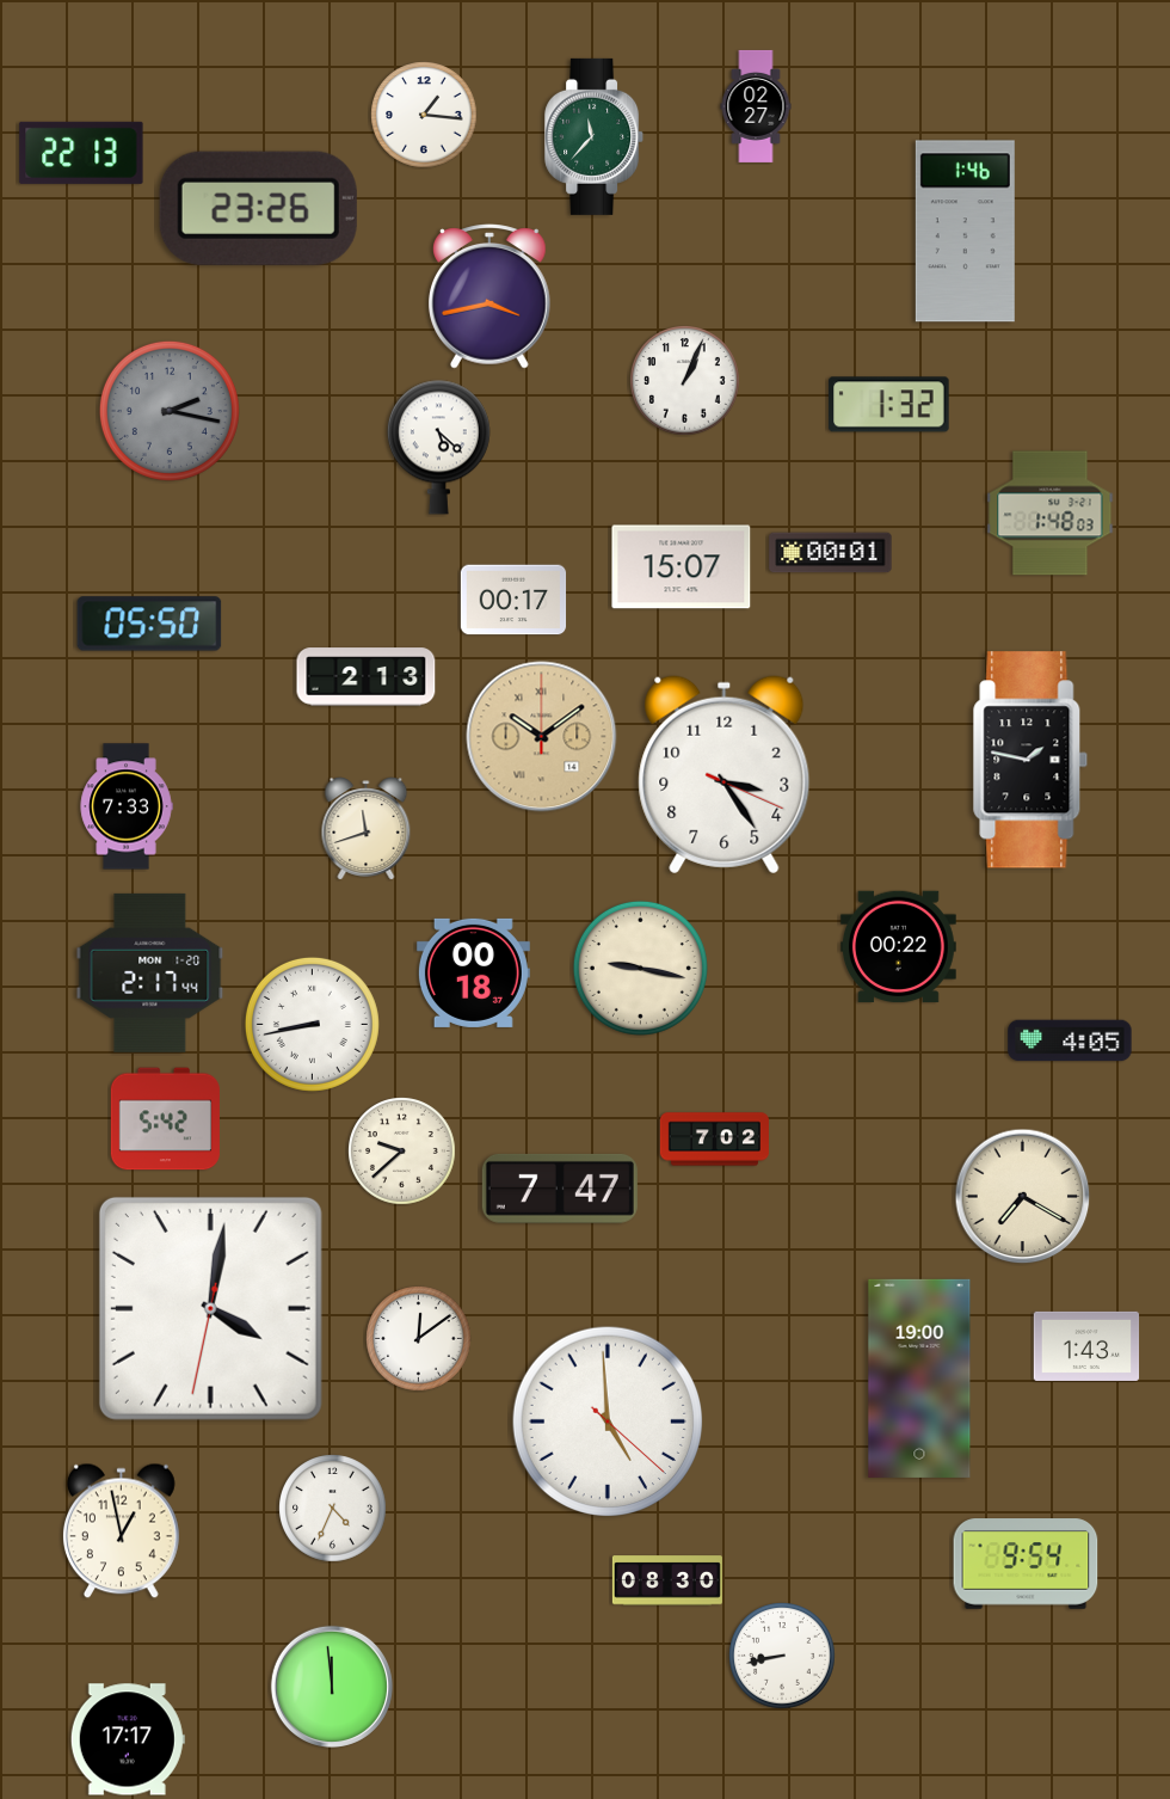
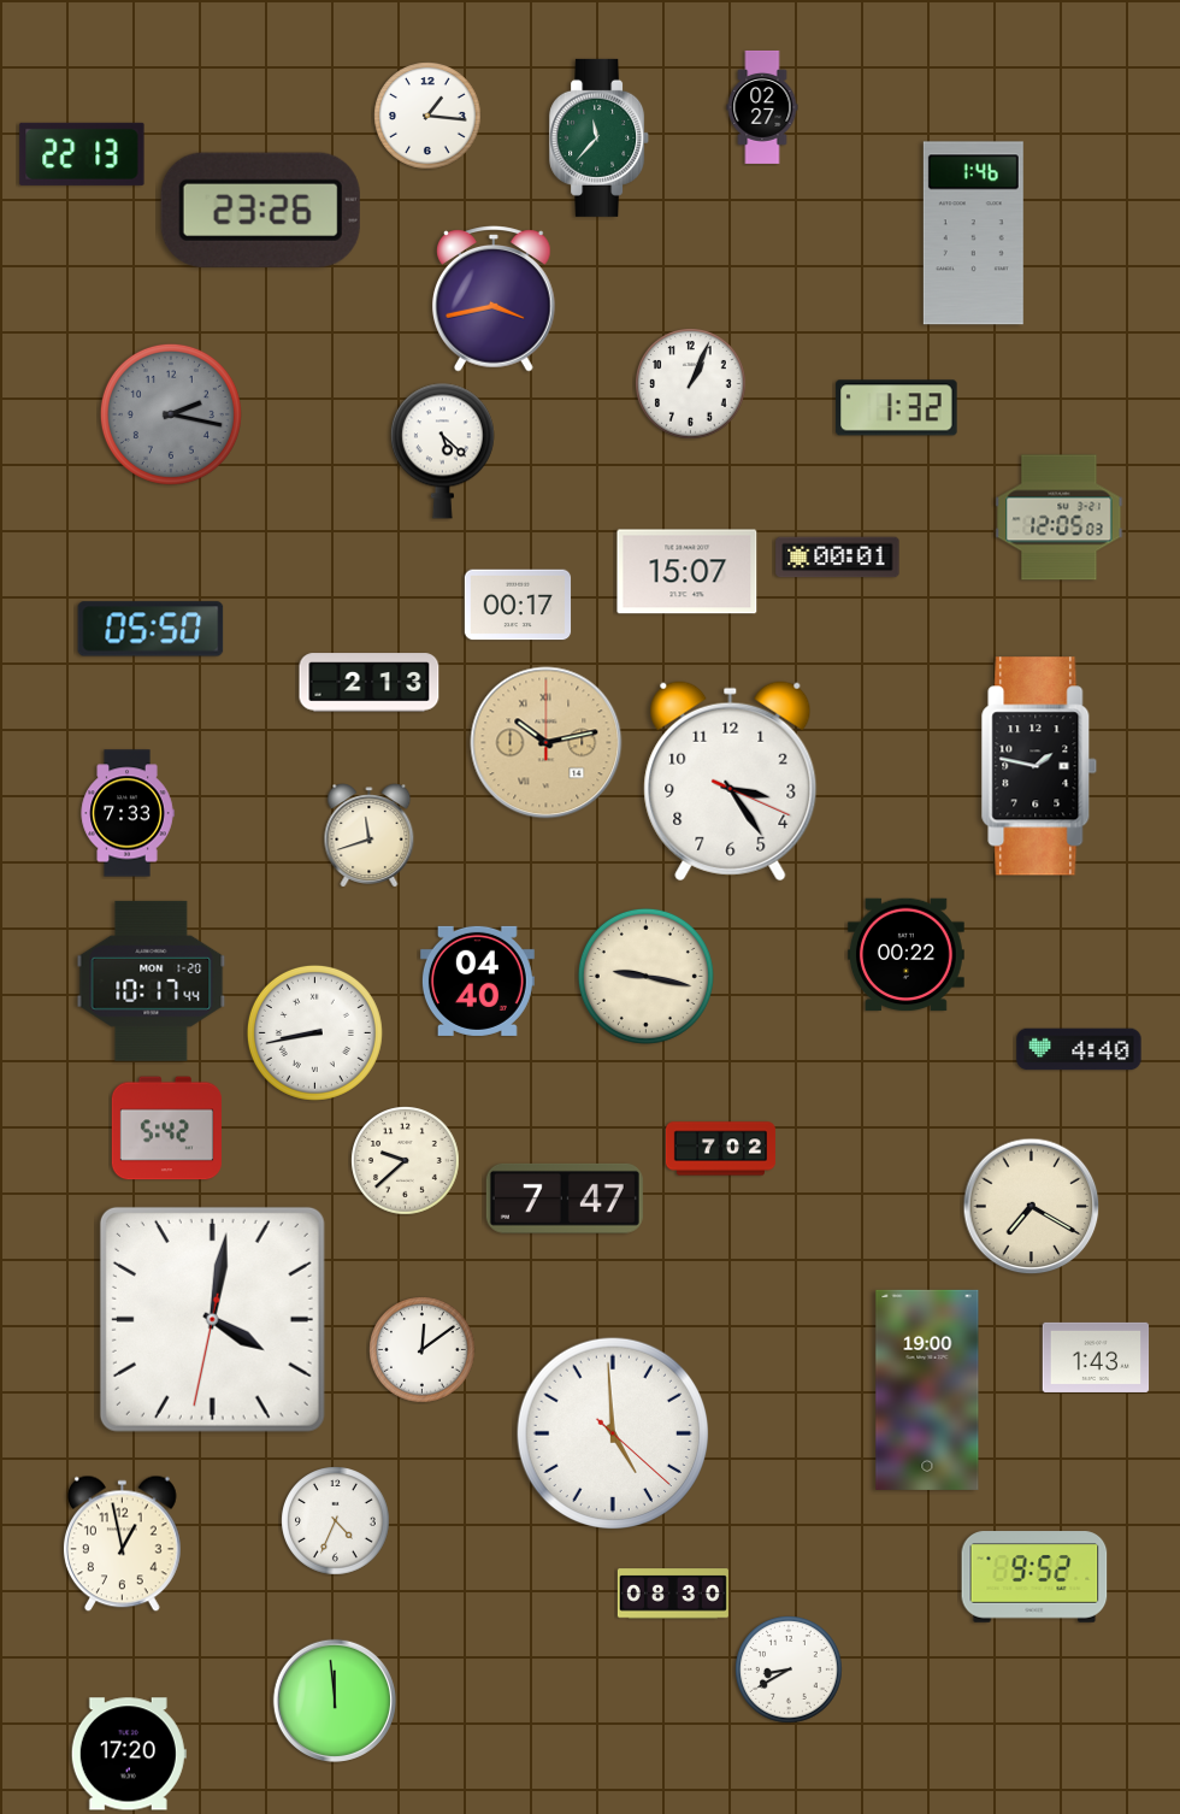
clock at (1051, 514): 1:48 -> 12:05
clock at (542, 737): 10:09 -> 10:13
clock at (150, 972): 2:17 -> 10:17
clock at (473, 972): 00:18 -> 04:40
clock at (1070, 1040): 4:05 -> 4:40
clock at (1026, 1564): 9:54 -> 9:52
clock at (782, 1656): 8:43 -> 8:40
clock at (128, 1739): 17:17 -> 17:20
